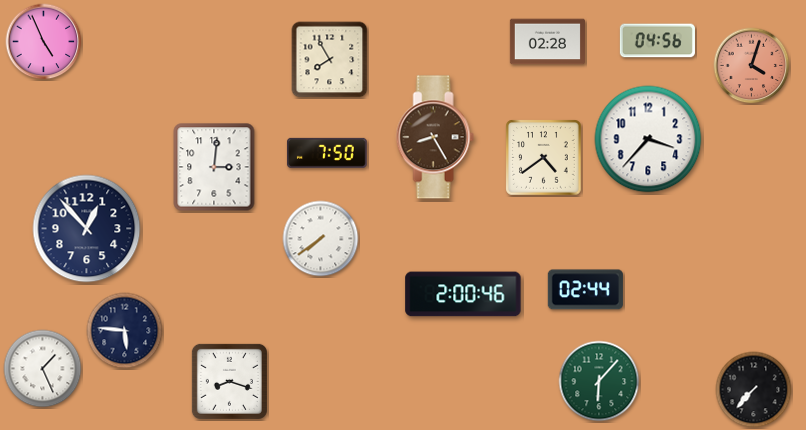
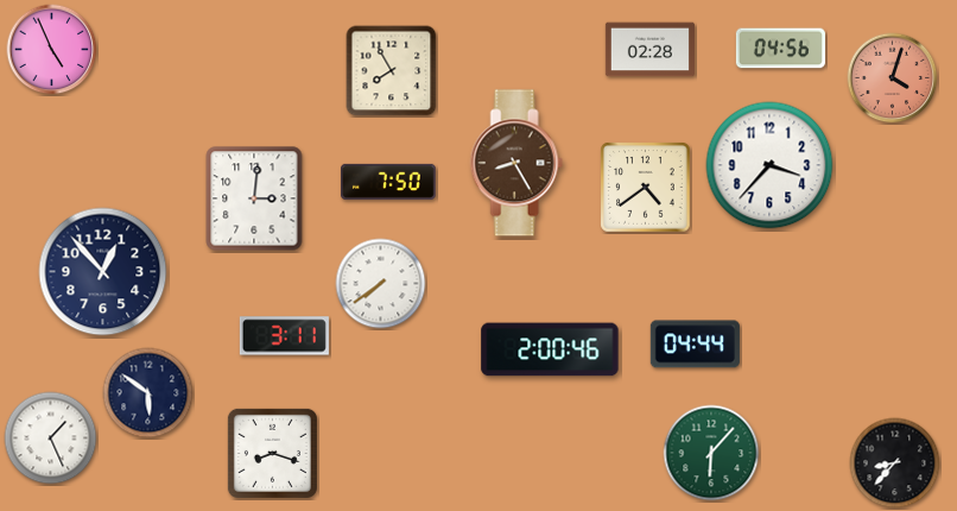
clock at (284, 336): none -> 3:11
clock at (585, 290): 02:44 -> 04:44
clock at (125, 331): 5:46 -> 5:51
clock at (754, 390): 7:37 -> 8:37
